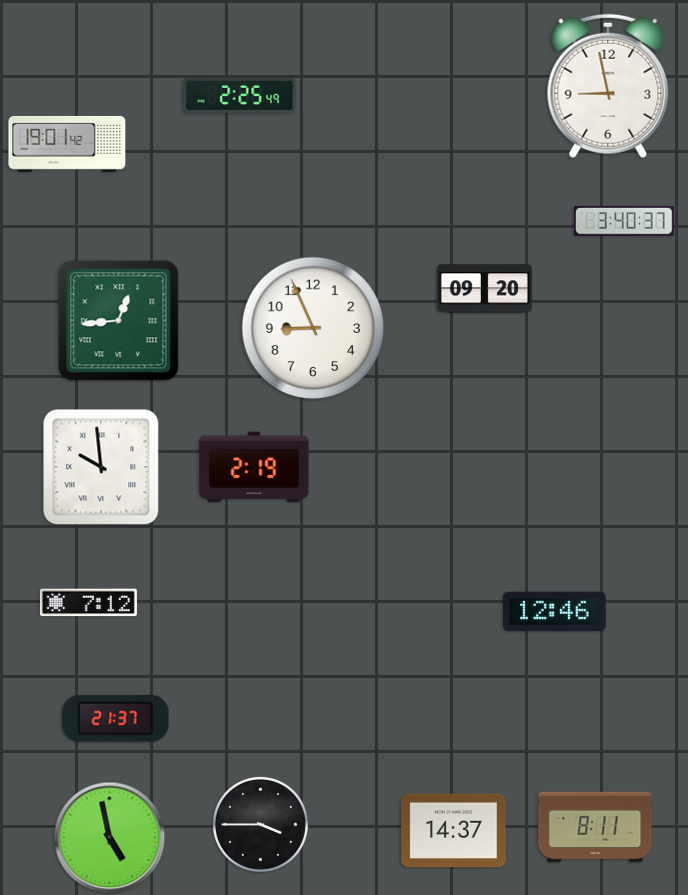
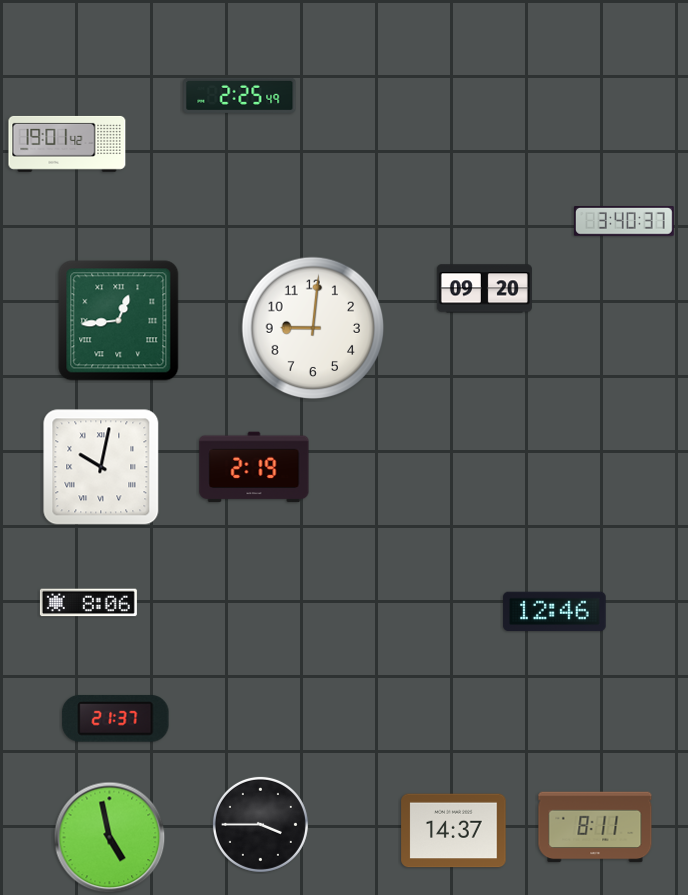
clock at (608, 86): 8:58 -> none
clock at (313, 328): 8:56 -> 9:01
clock at (101, 467): 9:59 -> 10:02
clock at (88, 603): 7:12 -> 8:06
